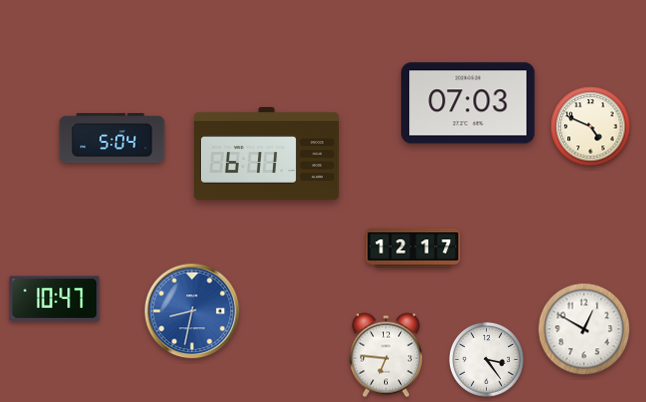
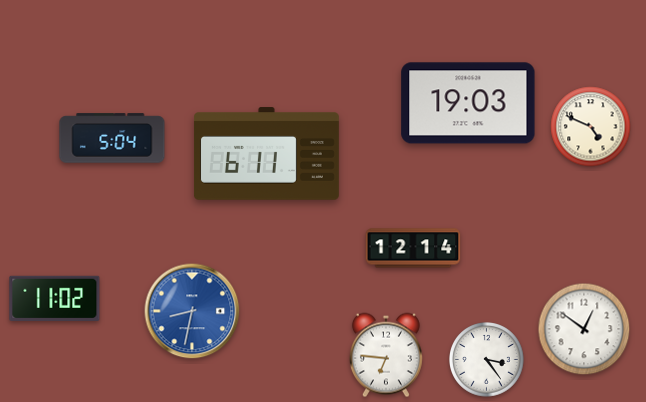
clock at (468, 103): 07:03 -> 19:03
clock at (413, 248): 12:17 -> 12:14
clock at (55, 298): 10:47 -> 11:02
clock at (584, 329): 12:50 -> 12:51
